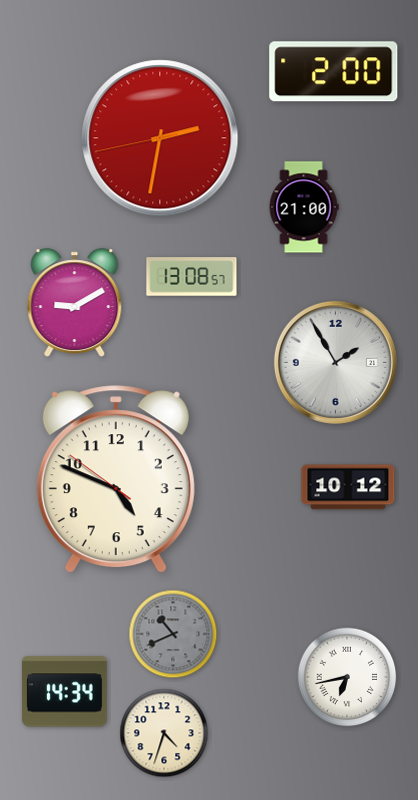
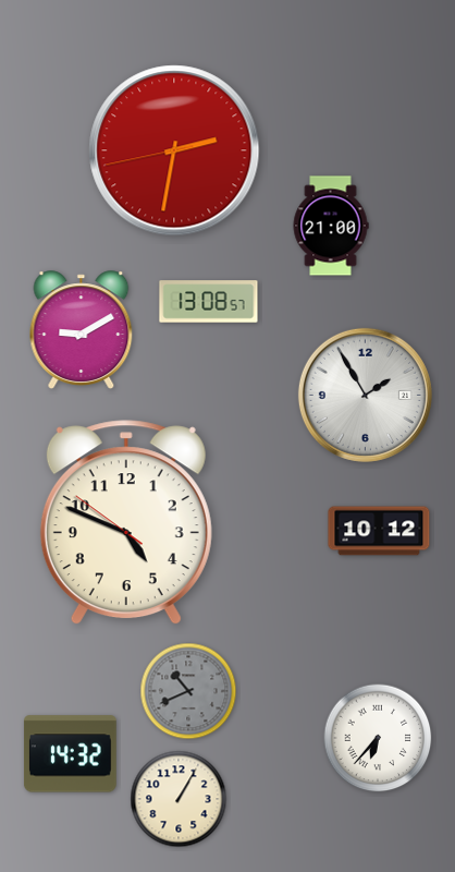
clock at (334, 72): 2:00 -> none
clock at (347, 677): 6:43 -> 6:37
clock at (64, 692): 14:34 -> 14:32
clock at (164, 733): 4:33 -> 1:05
